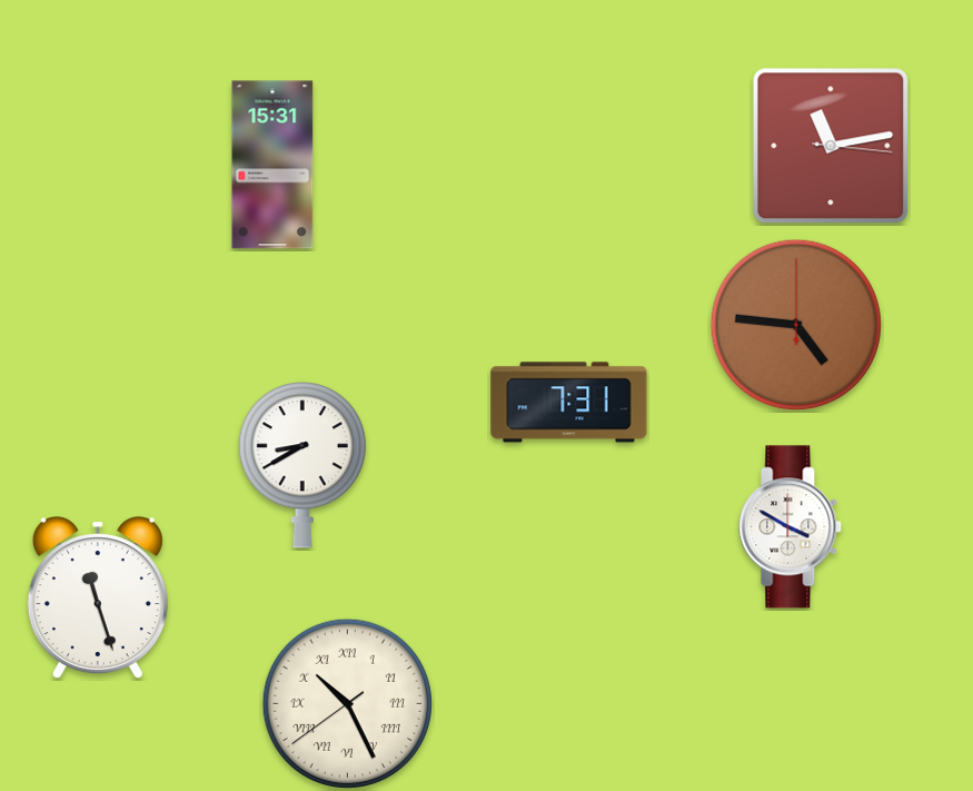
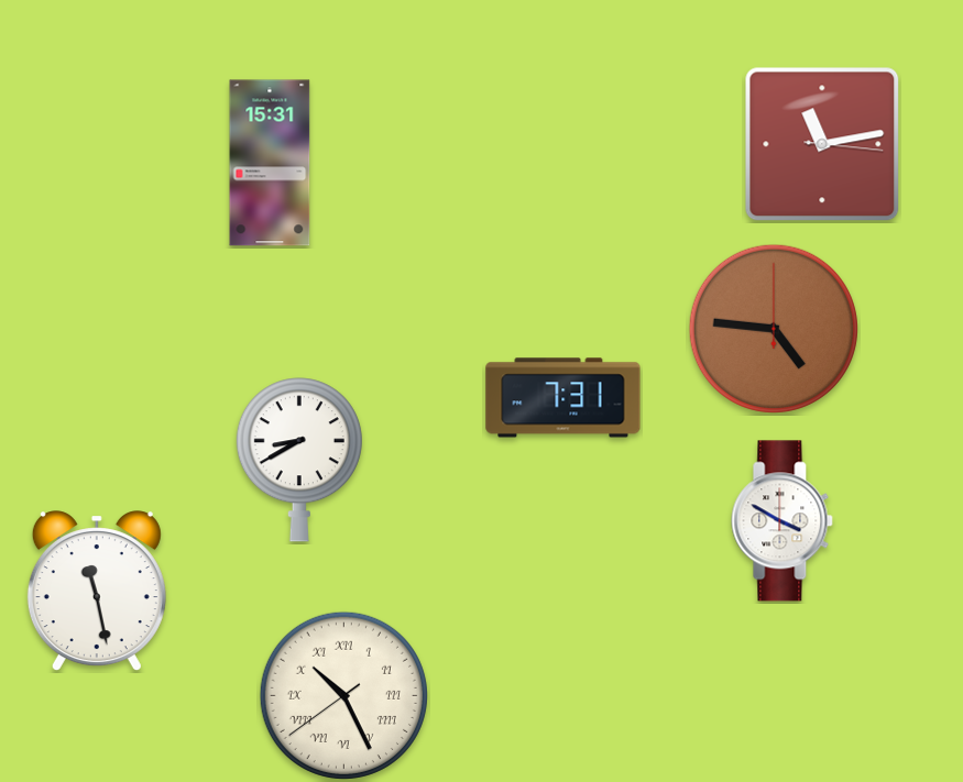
clock at (796, 325) position: (796, 325) -> (774, 329)
clock at (98, 599): 11:27 -> 11:28
